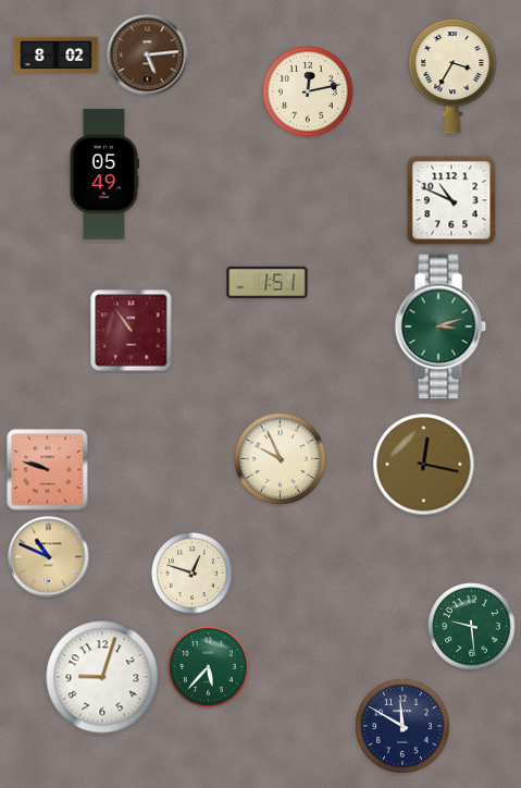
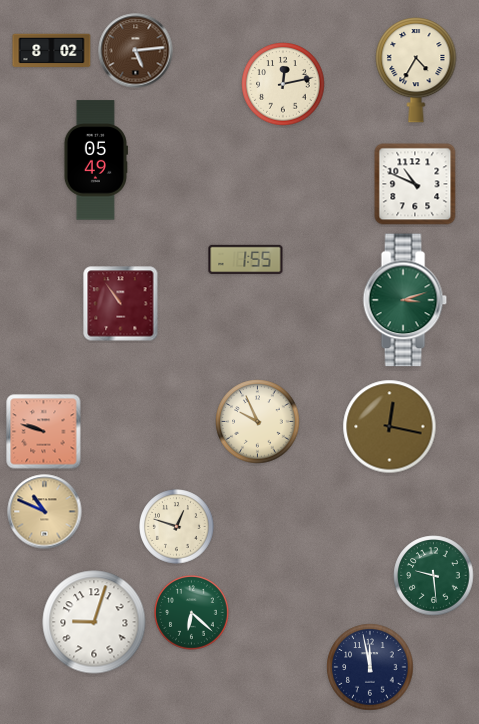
clock at (452, 77): 3:35 -> 4:35
clock at (268, 283): 1:51 -> 1:55
clock at (209, 667): 5:37 -> 6:22
clock at (402, 726): 11:50 -> 11:58
